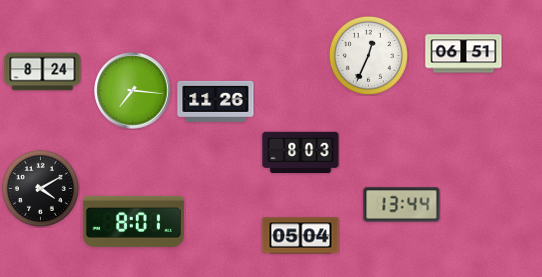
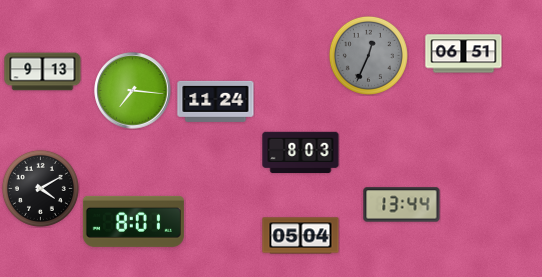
clock at (368, 55) dial: white -> grey
clock at (43, 72): 8:24 -> 9:13
clock at (216, 101): 11:26 -> 11:24
